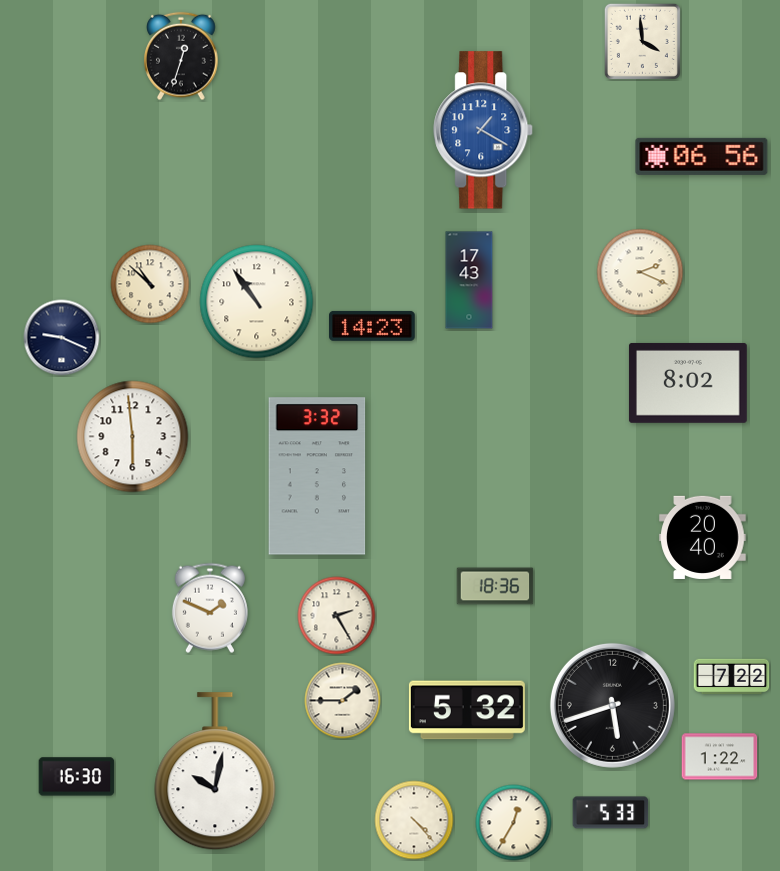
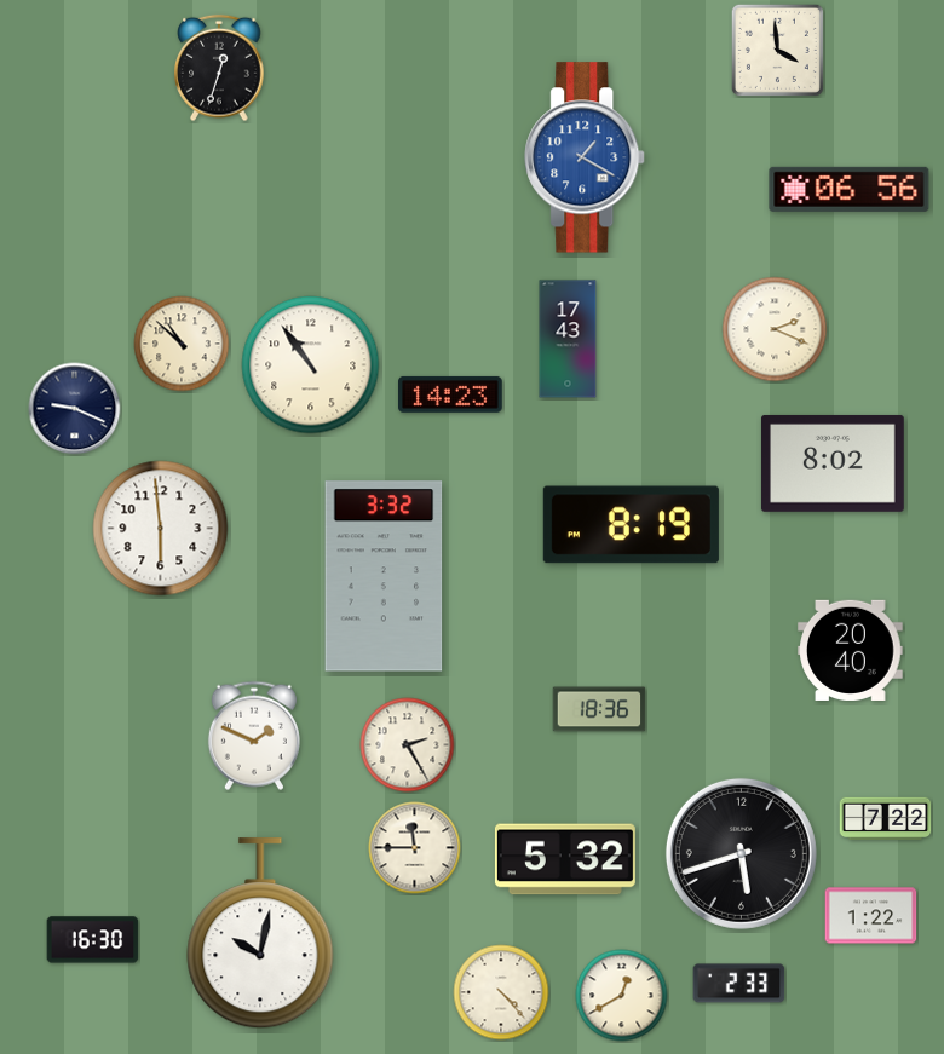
clock at (631, 525): none -> 8:19
clock at (343, 701): 1:45 -> 11:45
clock at (611, 813): 5:33 -> 2:33
clock at (514, 823): 12:35 -> 12:40
